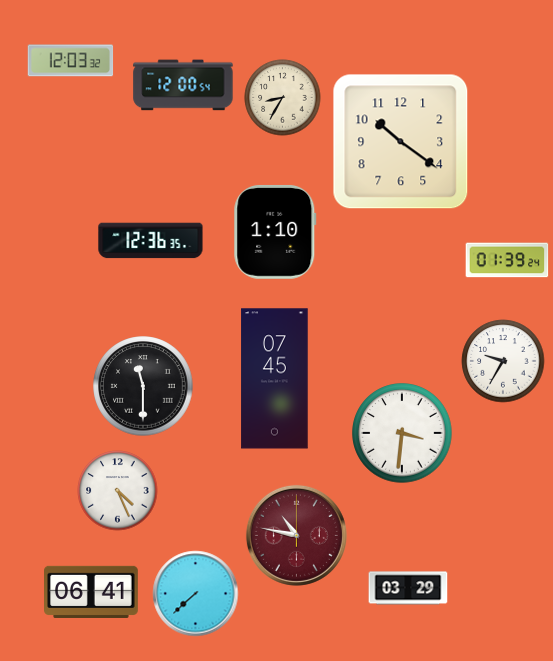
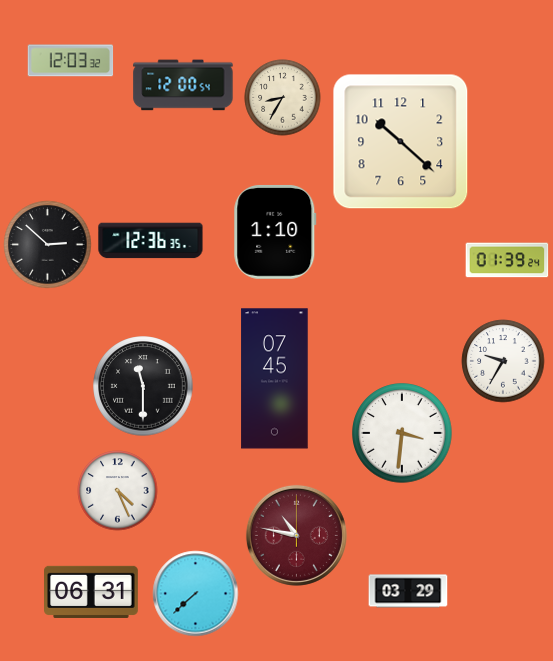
clock at (401, 142): 10:21 -> 10:22
clock at (48, 245): none -> 2:52
clock at (408, 588) position: (408, 588) -> (408, 591)
clock at (92, 591): 06:41 -> 06:31
